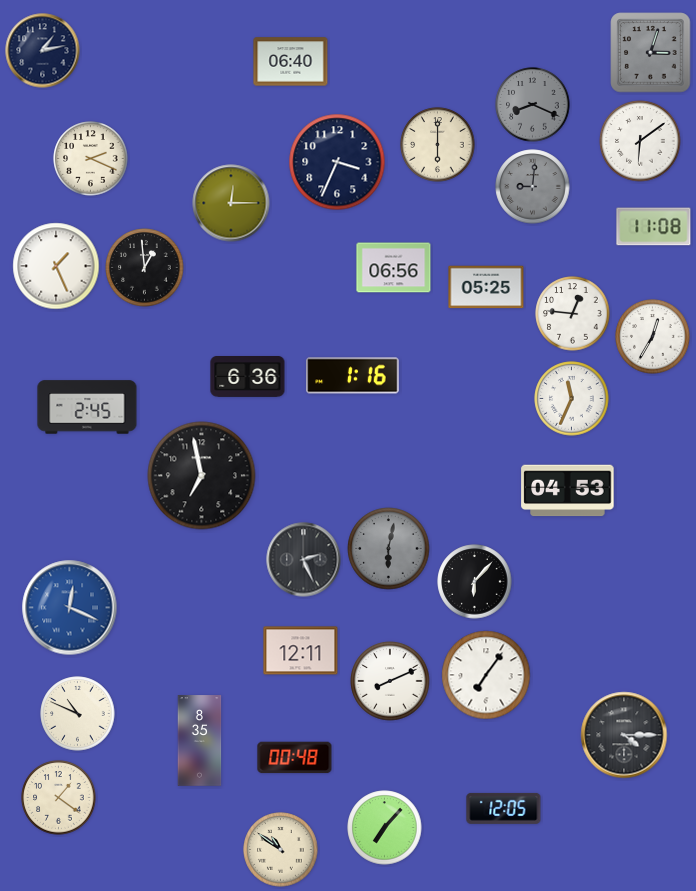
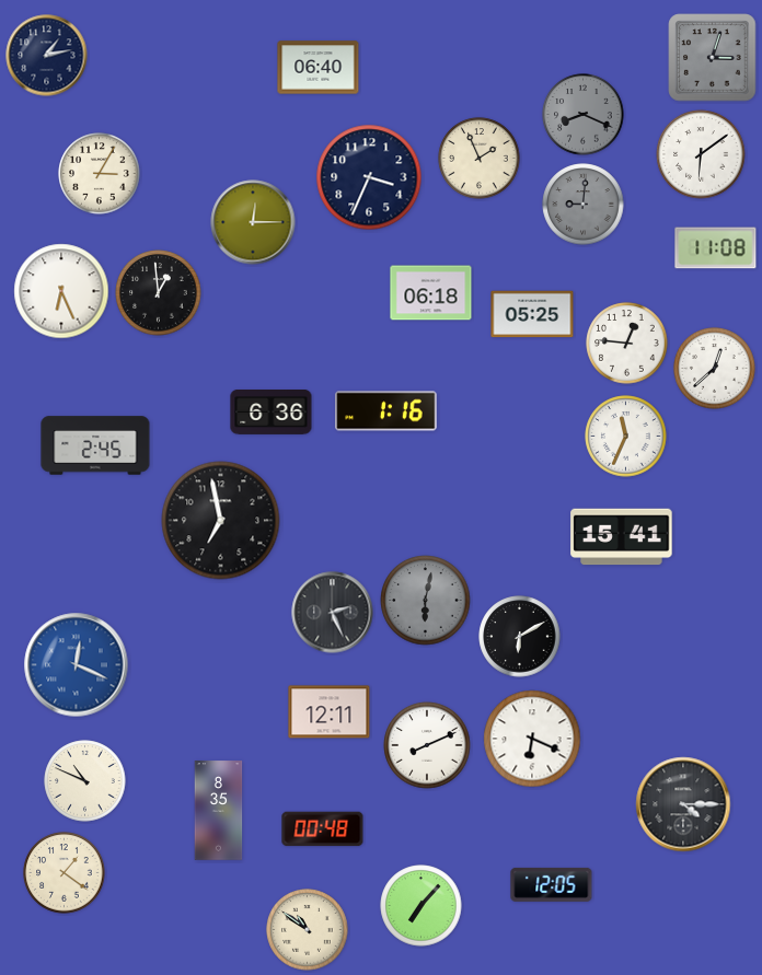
clock at (438, 145): 6:00 -> 1:56
clock at (91, 159): 2:19 -> 3:05
clock at (56, 266): 1:26 -> 6:26
clock at (394, 268): 06:56 -> 06:18
clock at (653, 337): 12:35 -> 12:38
clock at (568, 491): 04:53 -> 15:41
clock at (475, 582): 6:07 -> 6:10
clock at (486, 675): 7:06 -> 6:19
